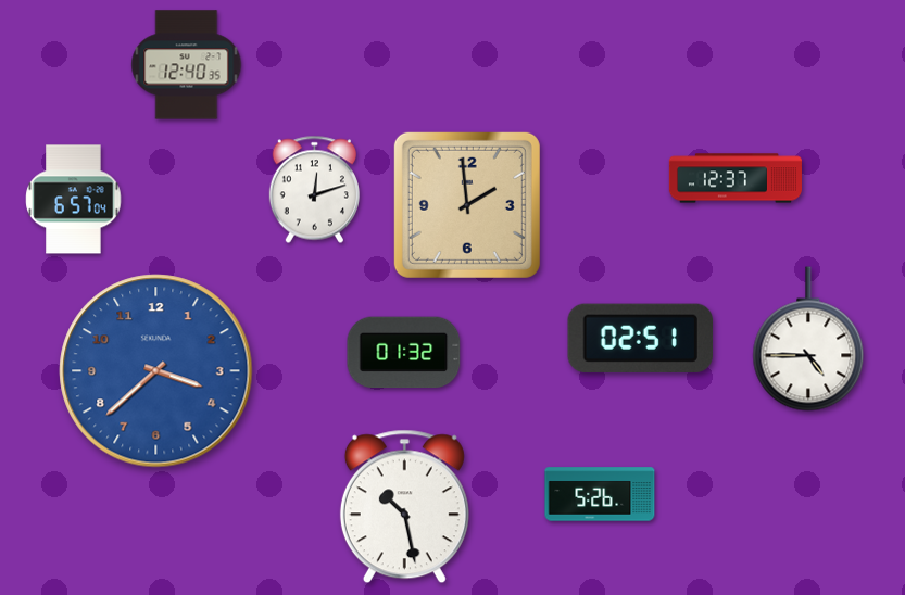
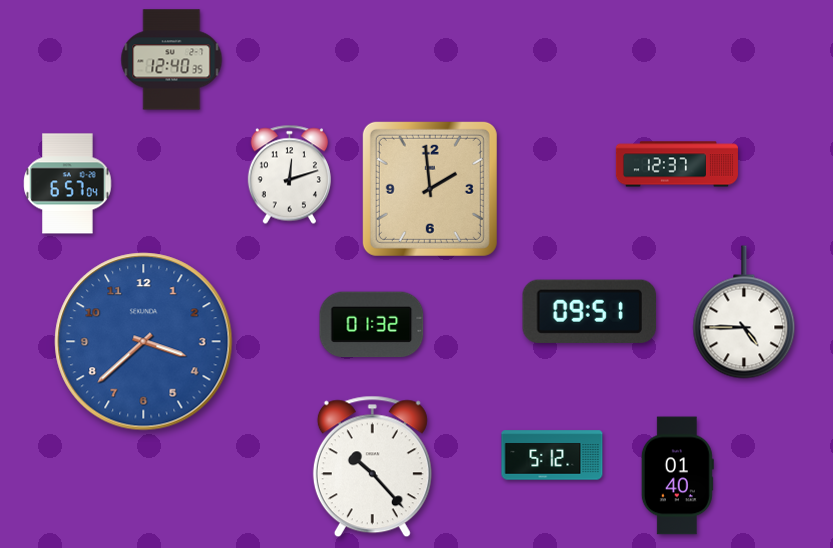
clock at (641, 338): 02:51 -> 09:51
clock at (600, 494): 5:26 -> 5:12
clock at (404, 507): 10:28 -> 10:23
clock at (677, 476): none -> 01:40
